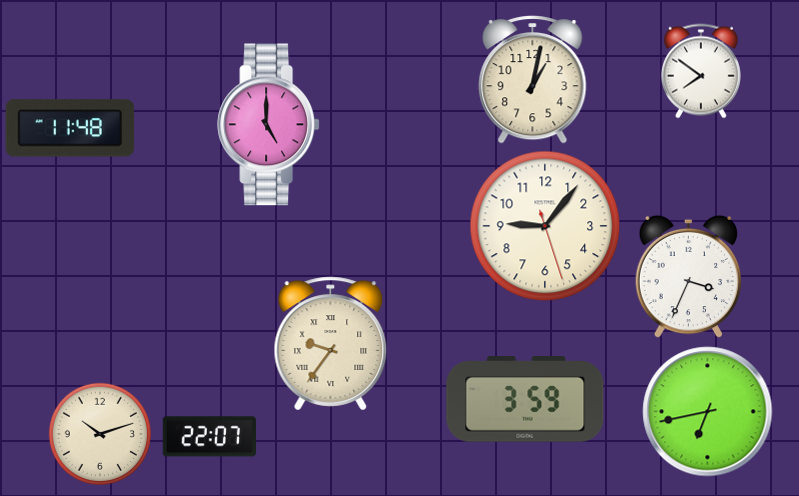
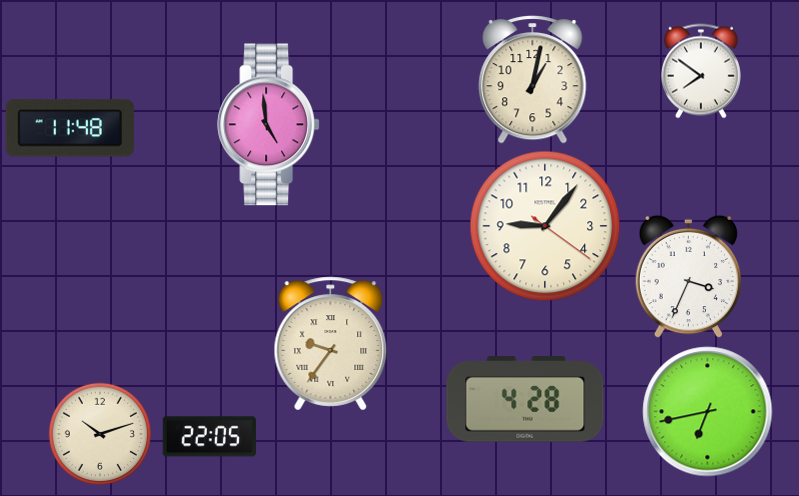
clock at (269, 125): 5:00 -> 4:59
clock at (545, 226): 9:06:27 -> 9:06:21
clock at (525, 399): 3:59 -> 4:28
clock at (209, 437): 22:07 -> 22:05
